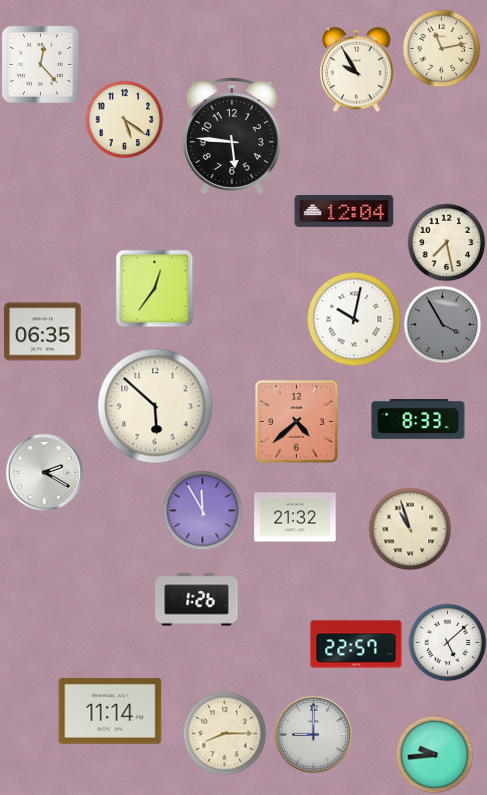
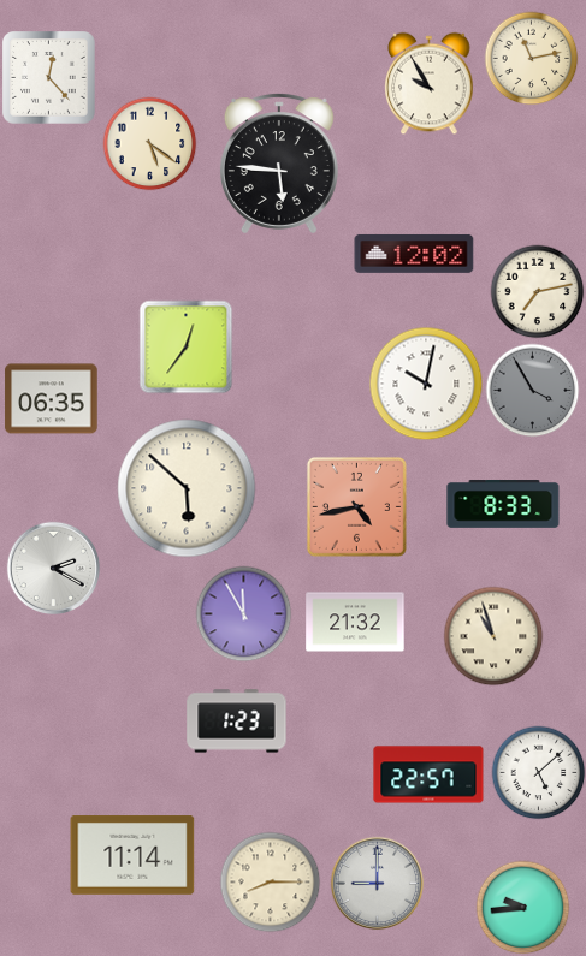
clock at (344, 211): 12:04 -> 12:02
clock at (446, 242): 7:28 -> 7:13
clock at (296, 421): 4:38 -> 4:43
clock at (197, 600): 1:26 -> 1:23
